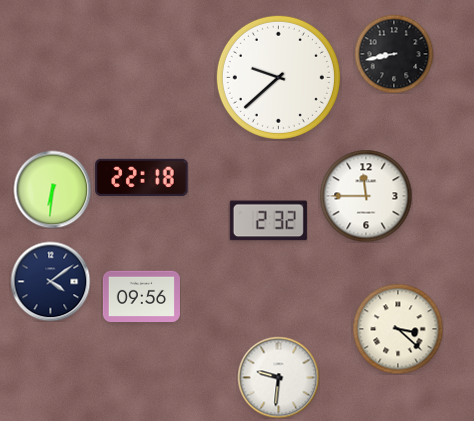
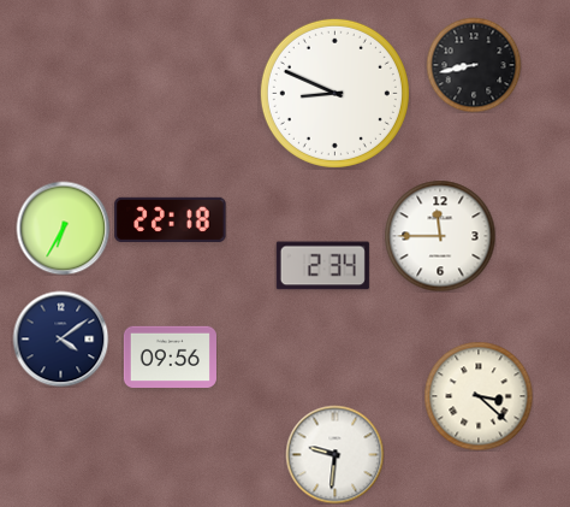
clock at (278, 77): 9:38 -> 8:49
clock at (142, 177) position: (142, 177) -> (171, 219)
clock at (52, 189): 6:31 -> 6:35
clock at (268, 221): 2:32 -> 2:34
